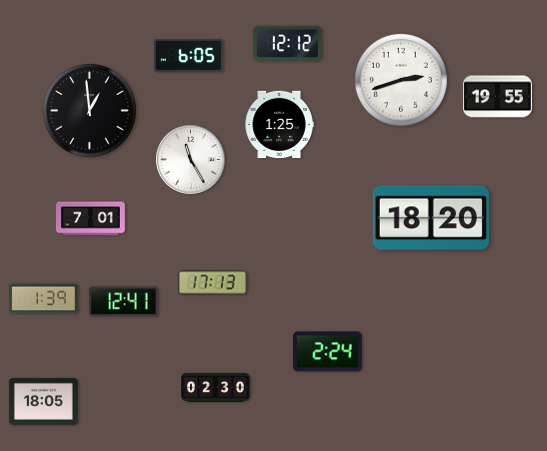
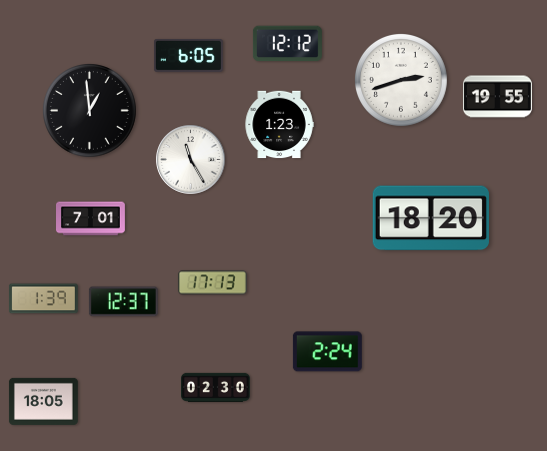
clock at (279, 125): 1:25 -> 1:23
clock at (123, 302): 12:41 -> 12:37
